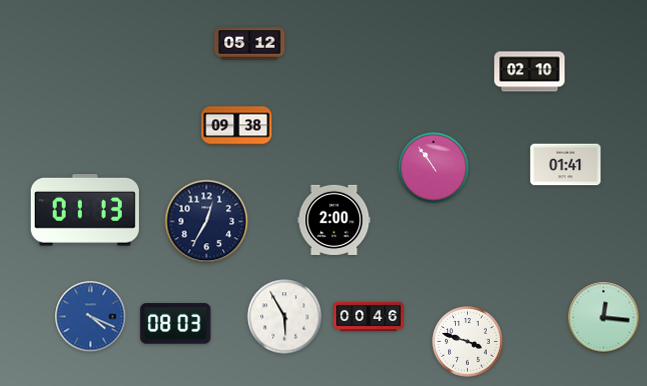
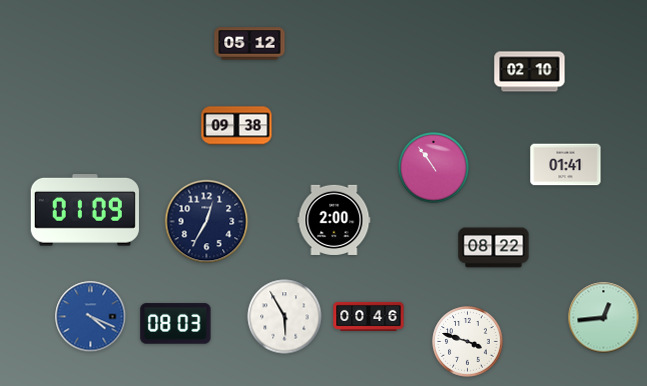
clock at (85, 211): 01:13 -> 01:09
clock at (494, 248): none -> 08:22
clock at (604, 318): 12:16 -> 12:44
